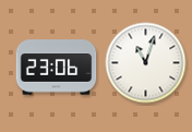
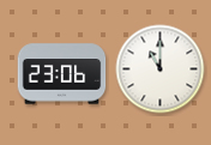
clock at (146, 63): 11:03 -> 11:00
